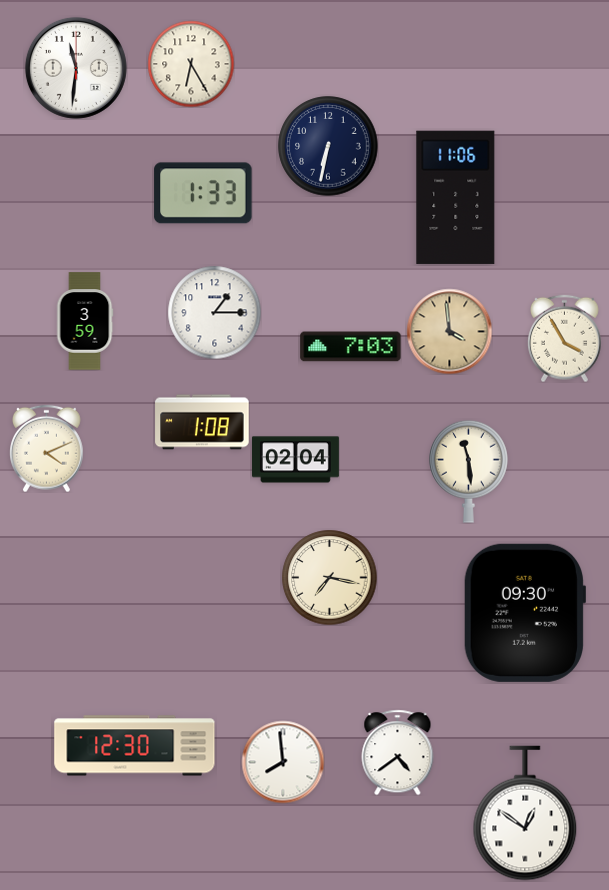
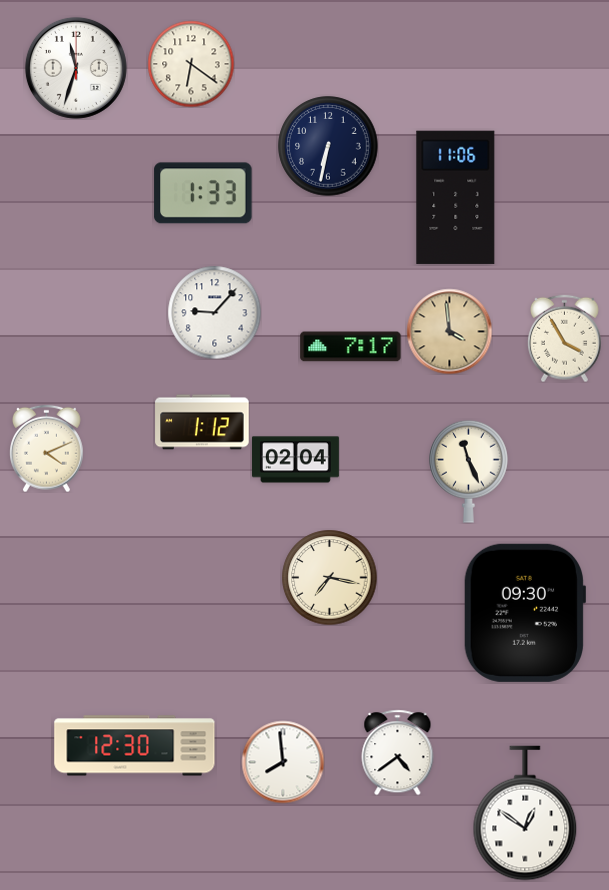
clock at (191, 64): 6:25 -> 6:21
clock at (76, 68): 11:31 -> 11:33
clock at (214, 312): 1:15 -> 9:07
clock at (85, 321): 3:59 -> none
clock at (351, 347): 7:03 -> 7:17
clock at (202, 422): 1:08 -> 1:12
clock at (469, 471): 11:29 -> 11:26
